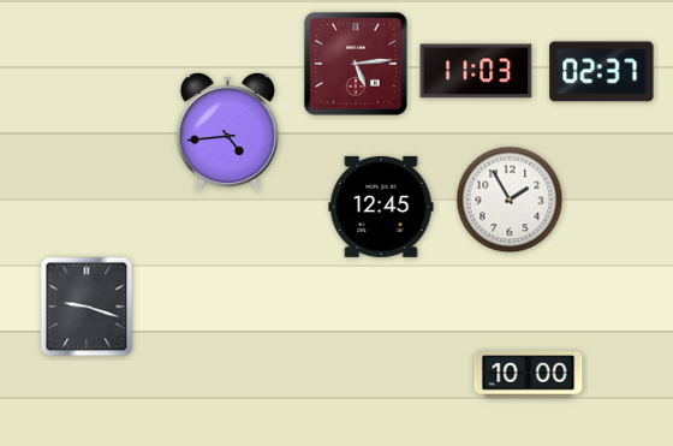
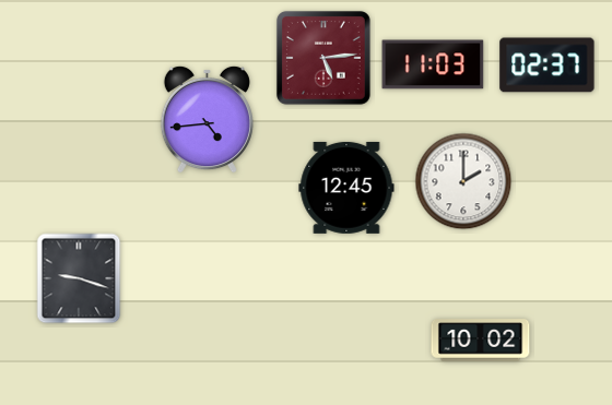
clock at (510, 200): 1:55 -> 2:00
clock at (529, 375): 10:00 -> 10:02
